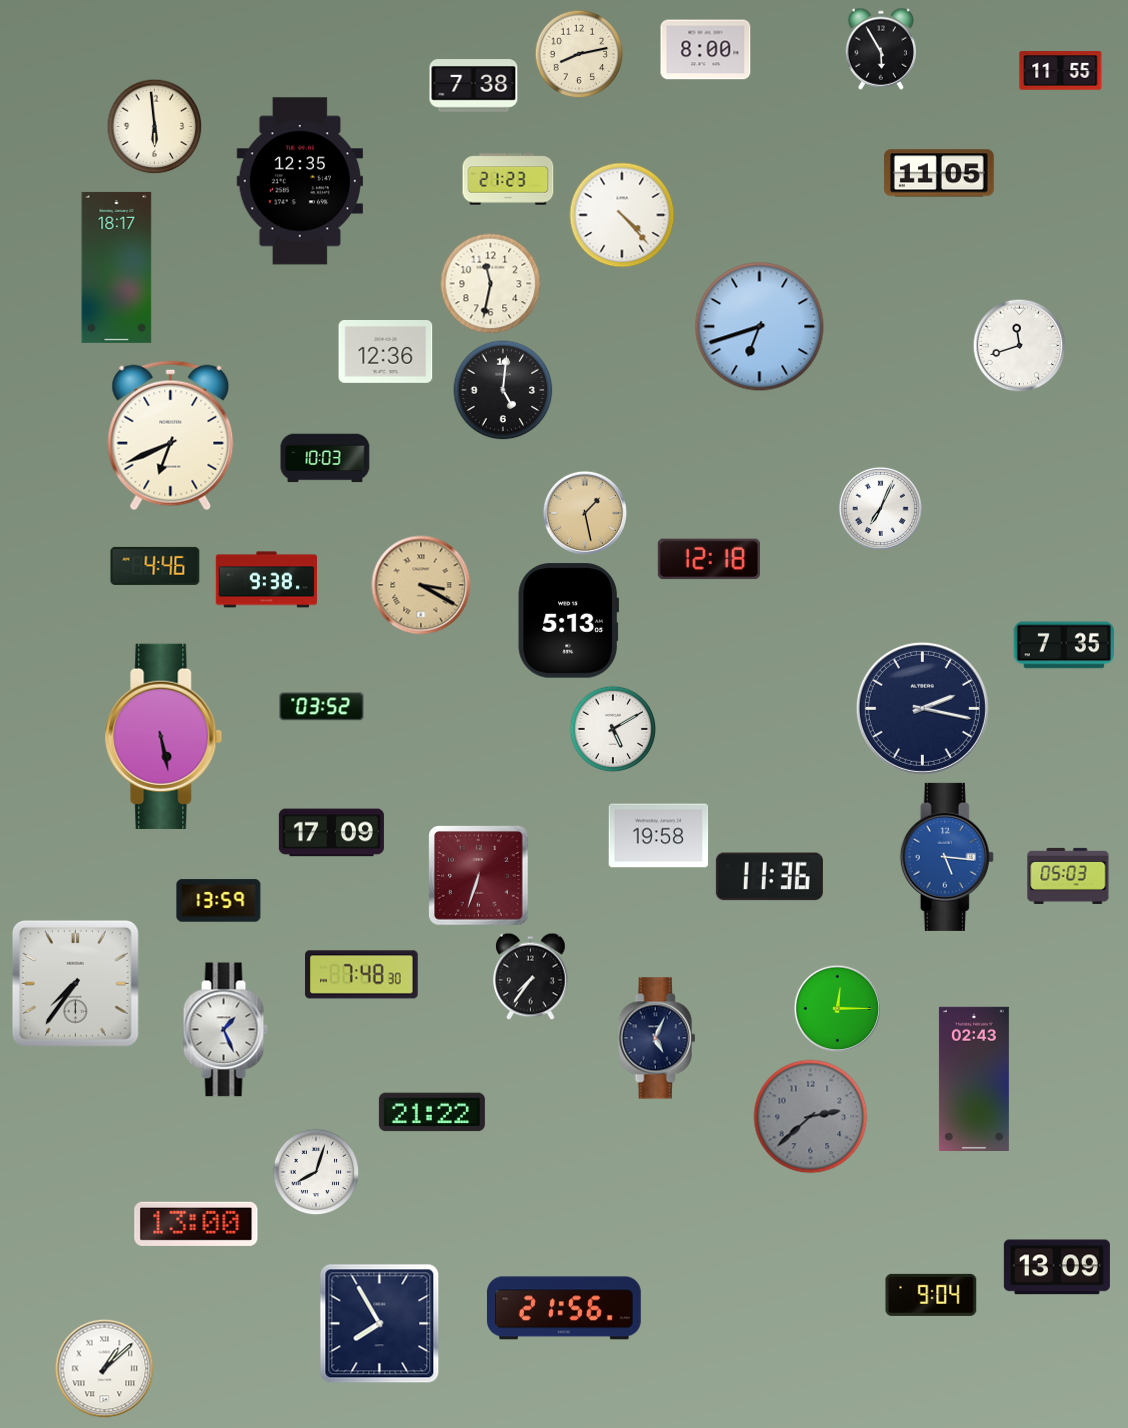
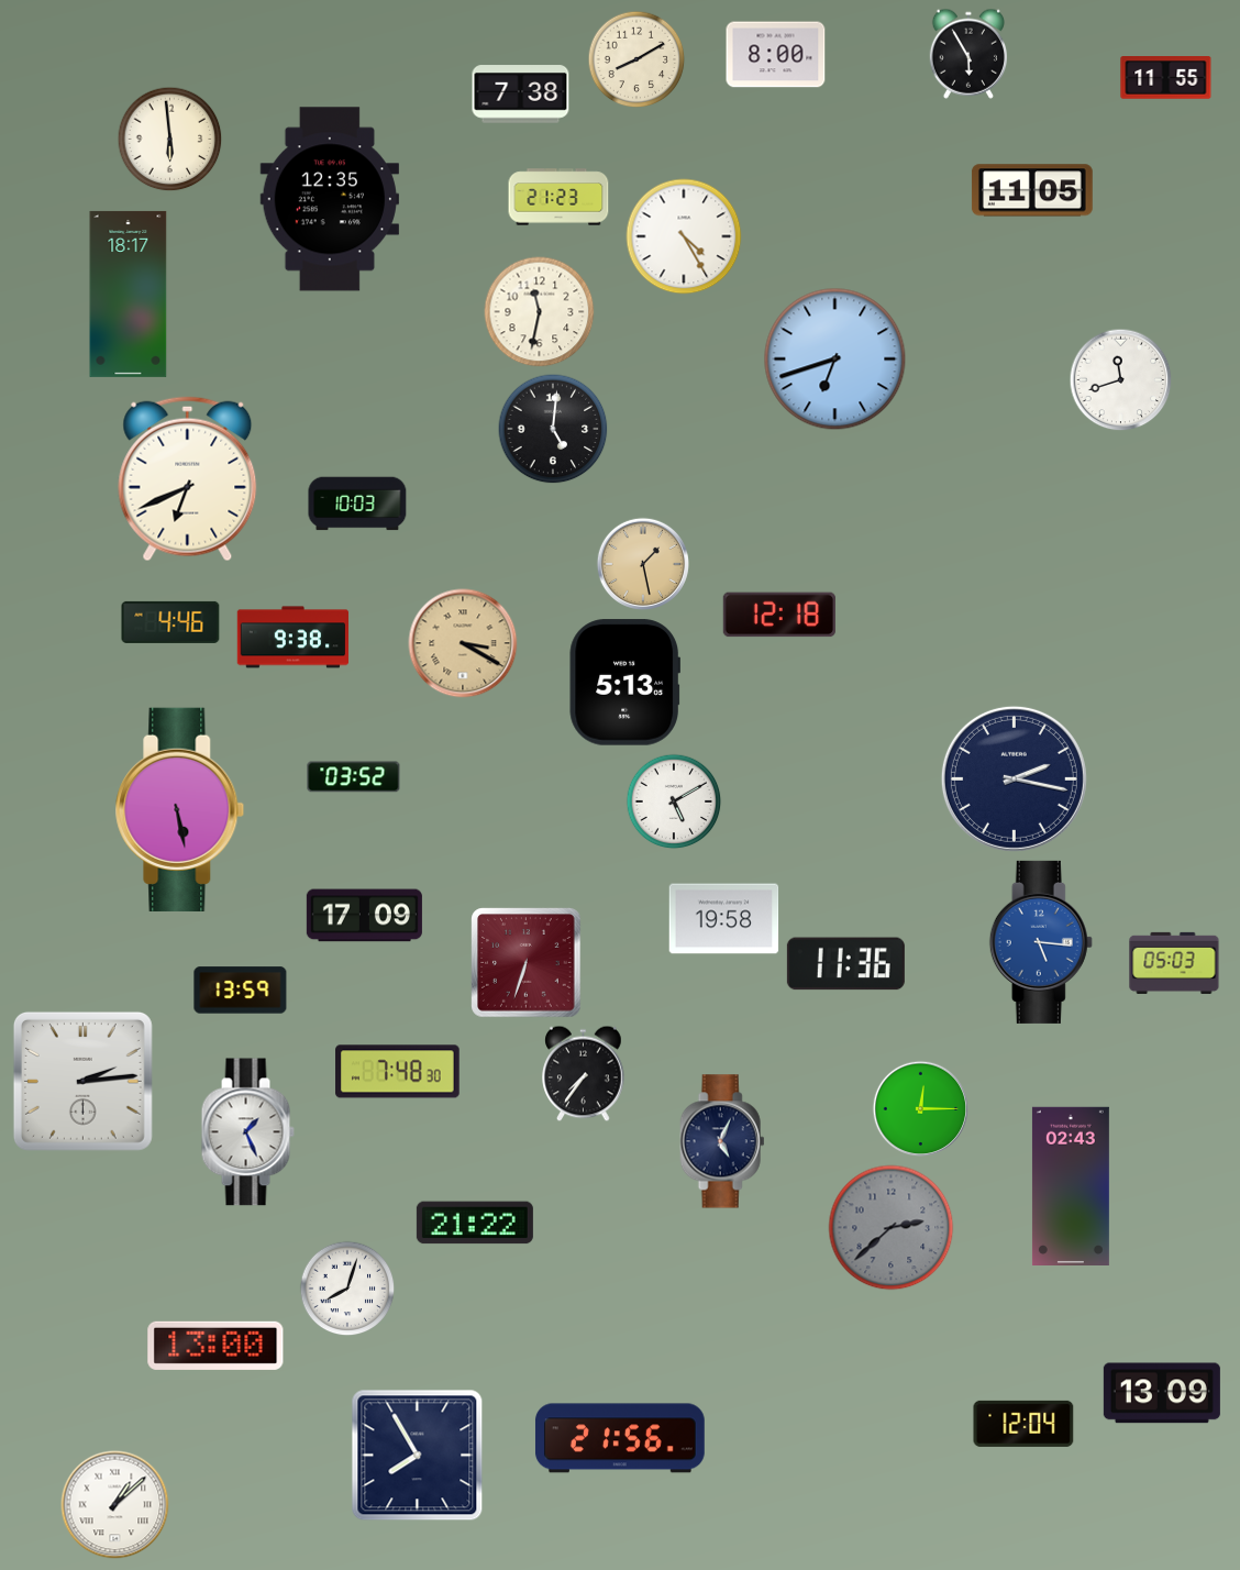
clock at (579, 54): 8:13 -> 8:10
clock at (622, 215): 4:23 -> 4:25
clock at (386, 352): 12:36 -> none
clock at (880, 508): 7:04 -> none
clock at (1064, 645): 7:35 -> none
clock at (75, 983): 7:36 -> 2:14
clock at (931, 1295): 9:04 -> 12:04
